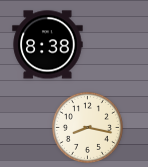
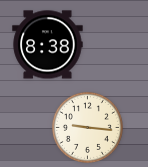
clock at (87, 127): 8:17 -> 9:16
